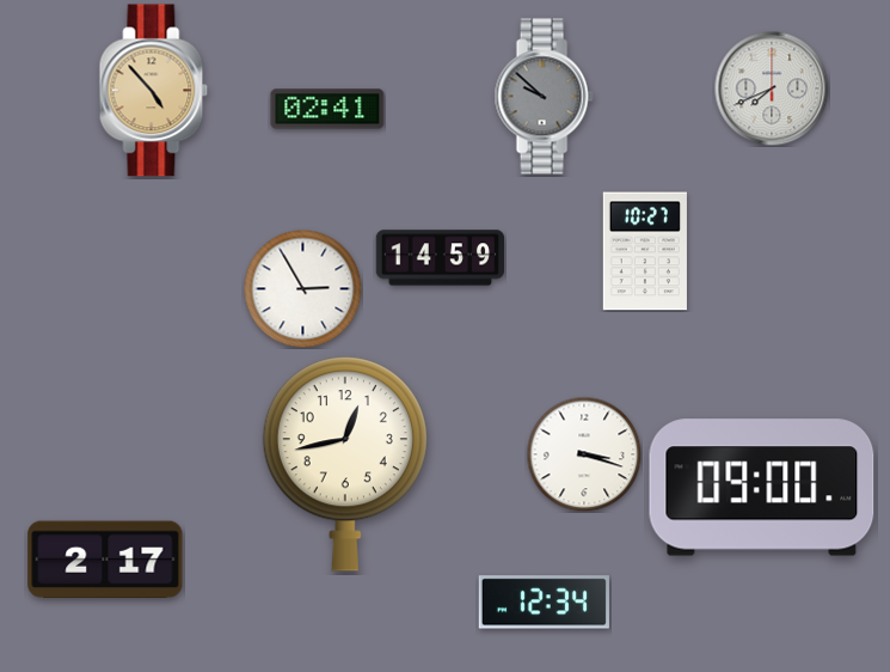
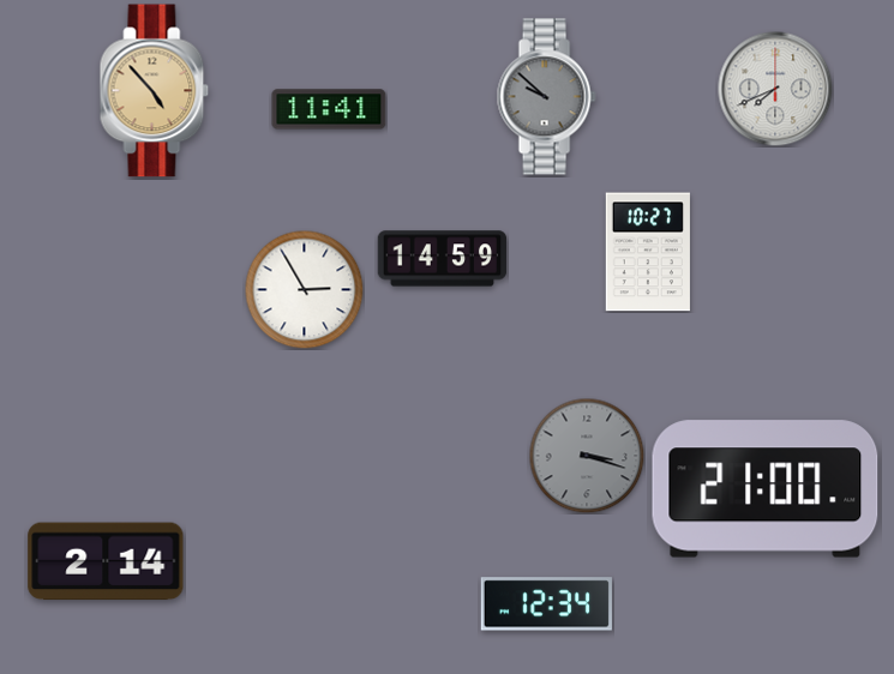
clock at (327, 109): 02:41 -> 11:41
clock at (584, 454) dial: white -> grey
clock at (345, 464): 12:43 -> none
clock at (762, 488): 09:00 -> 21:00
clock at (105, 560): 2:17 -> 2:14
